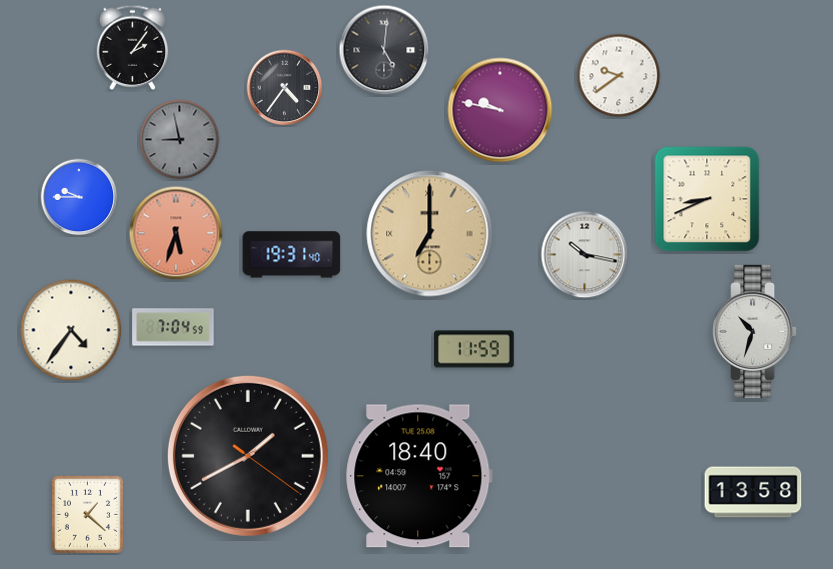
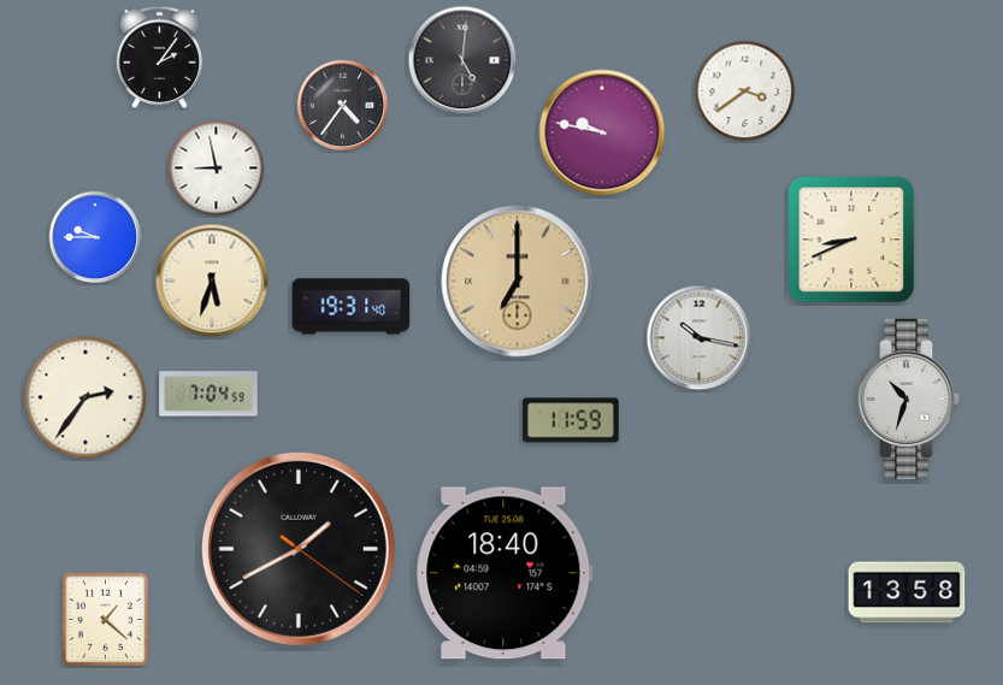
clock at (619, 76): 9:39 -> 3:39
clock at (180, 140) dial: grey -> white
clock at (176, 233) dial: salmon -> cream
clock at (585, 255) position: (585, 255) -> (700, 338)
clock at (71, 330): 4:36 -> 2:36
